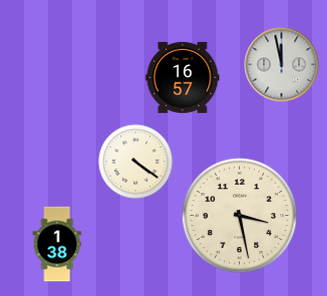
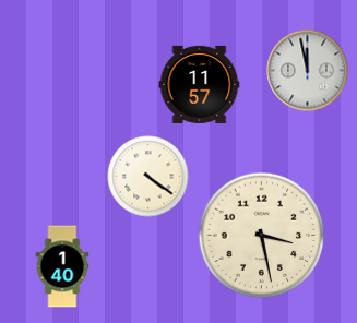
clock at (183, 77): 16:57 -> 11:57
clock at (57, 244): 1:38 -> 1:40
